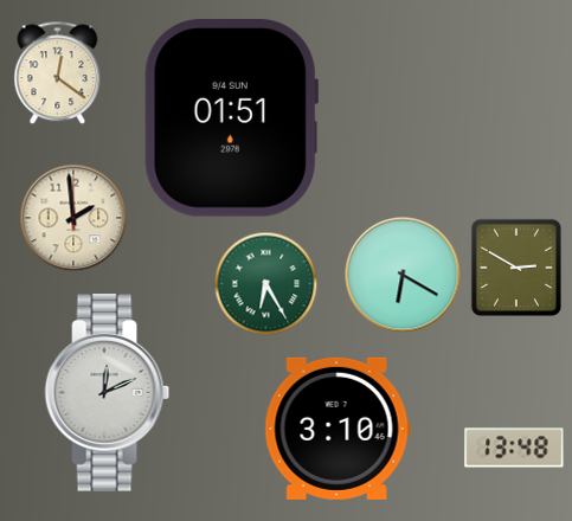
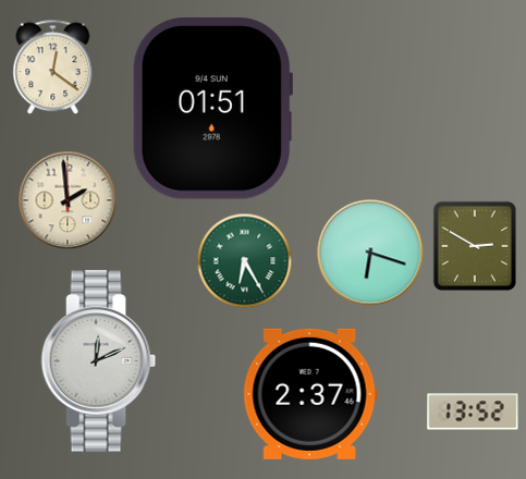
clock at (403, 275): 6:20 -> 6:18
clock at (338, 429): 3:10 -> 2:37
clock at (514, 448): 13:48 -> 13:52
